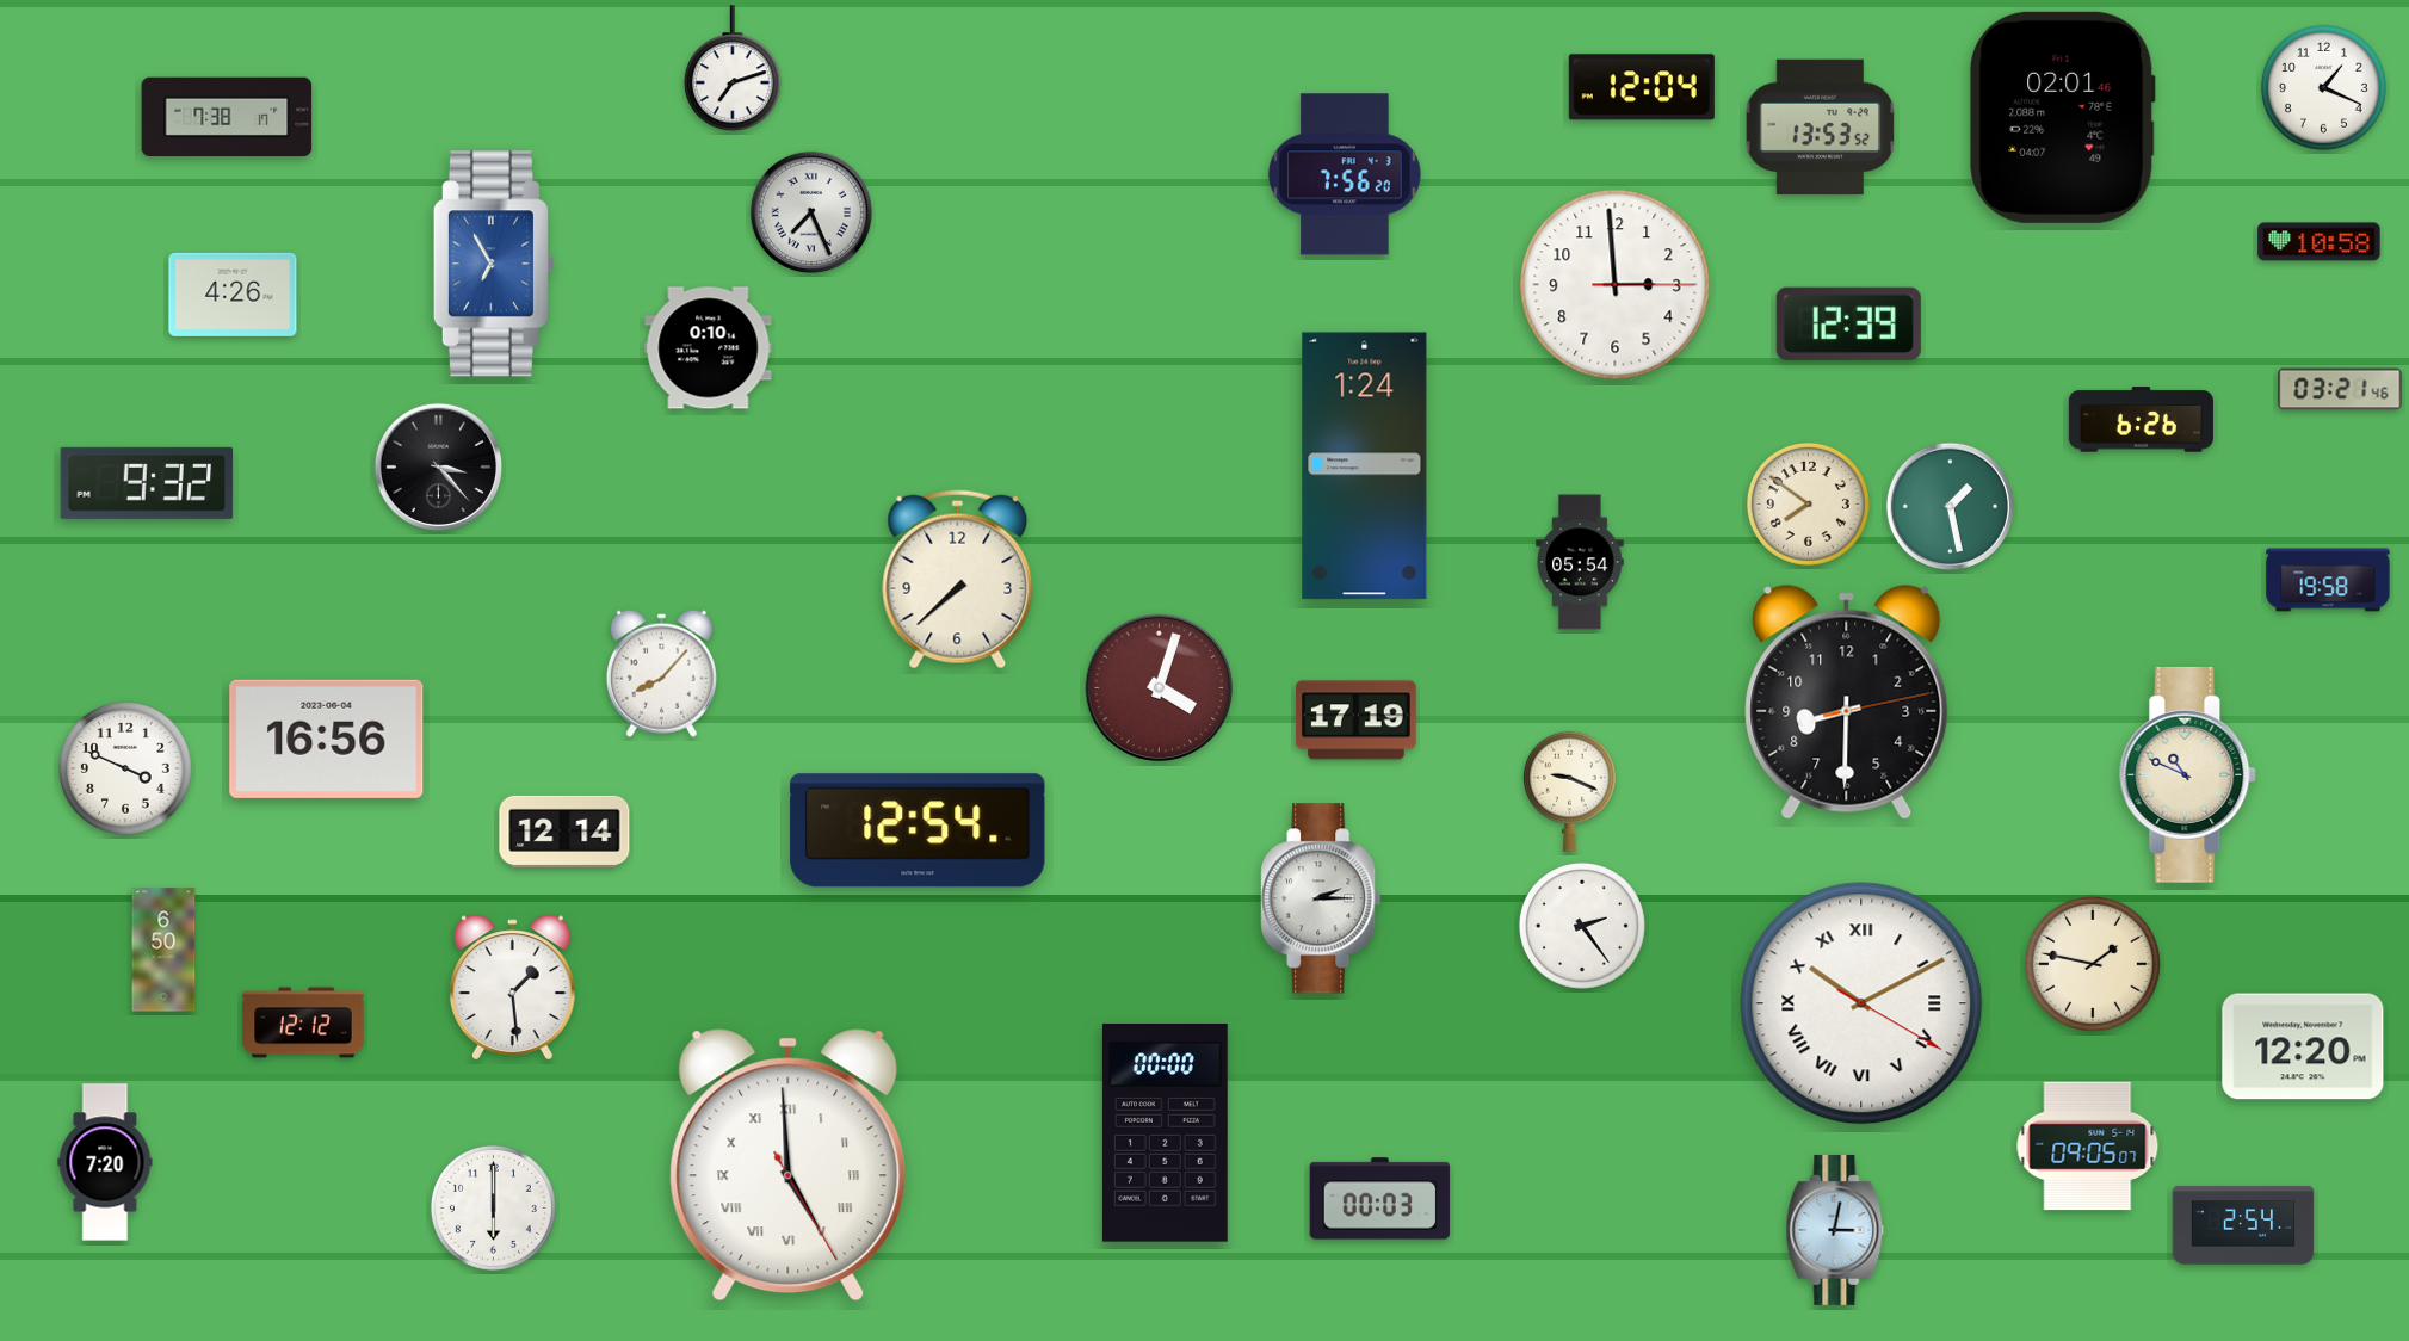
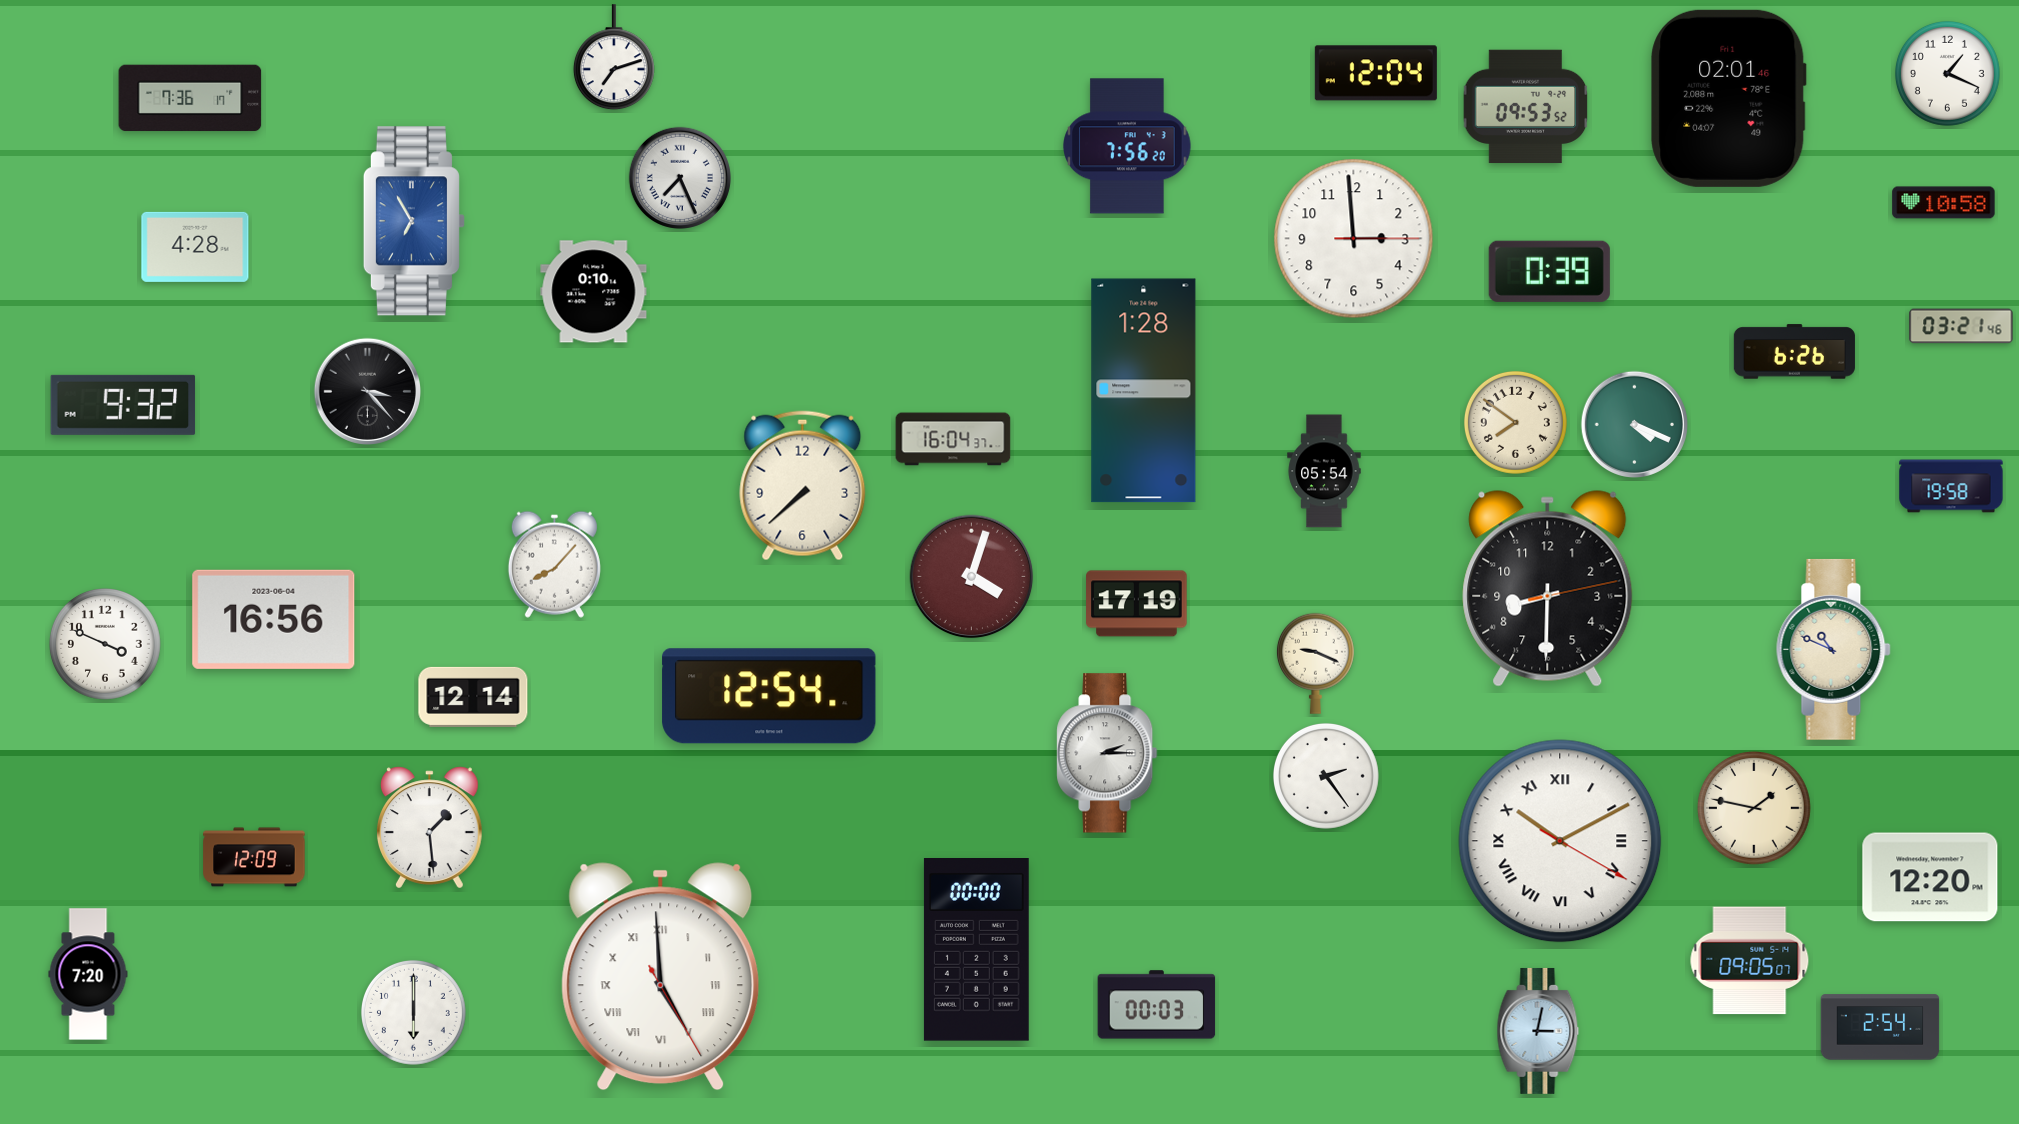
clock at (227, 117): 7:38 -> 7:36
clock at (1821, 128): 13:53 -> 09:53
clock at (233, 295): 4:26 -> 4:28
clock at (1848, 323): 12:39 -> 0:39
clock at (1365, 466): 1:24 -> 1:28
clock at (1950, 506): 1:28 -> 4:19
clock at (953, 439): none -> 16:04
clock at (163, 950): 6:50 -> none
clock at (303, 1022): 12:12 -> 12:09
